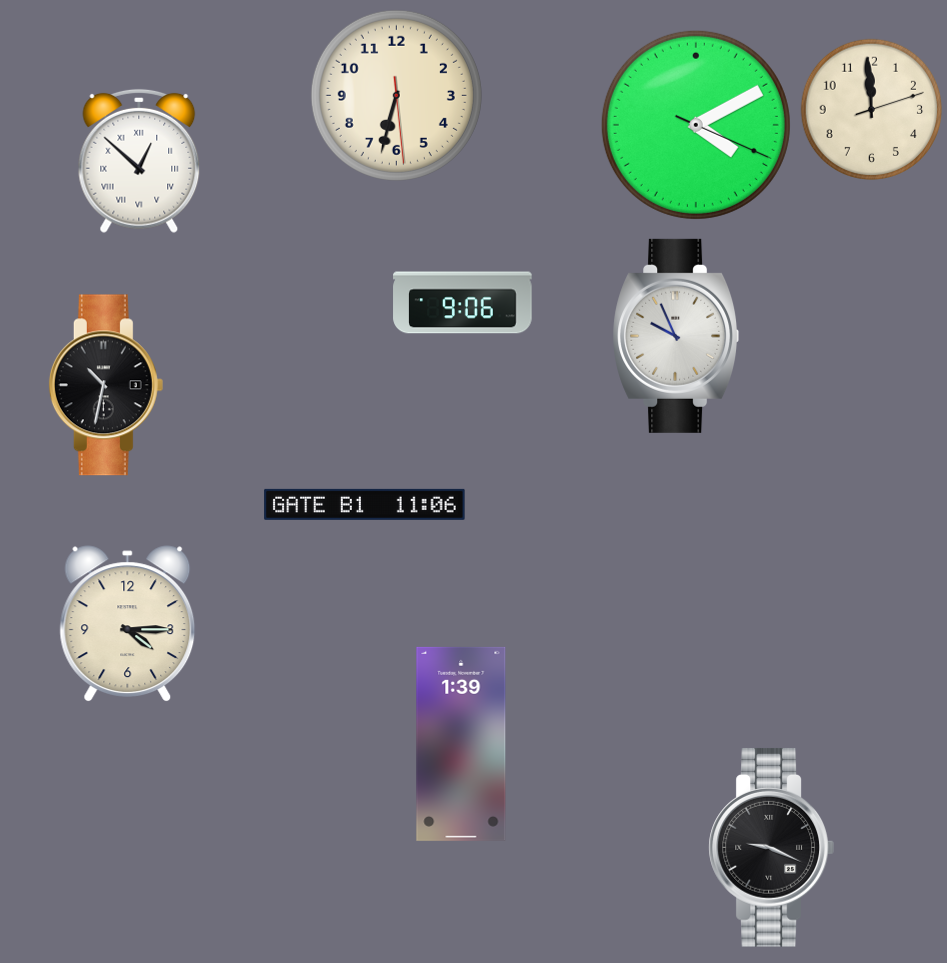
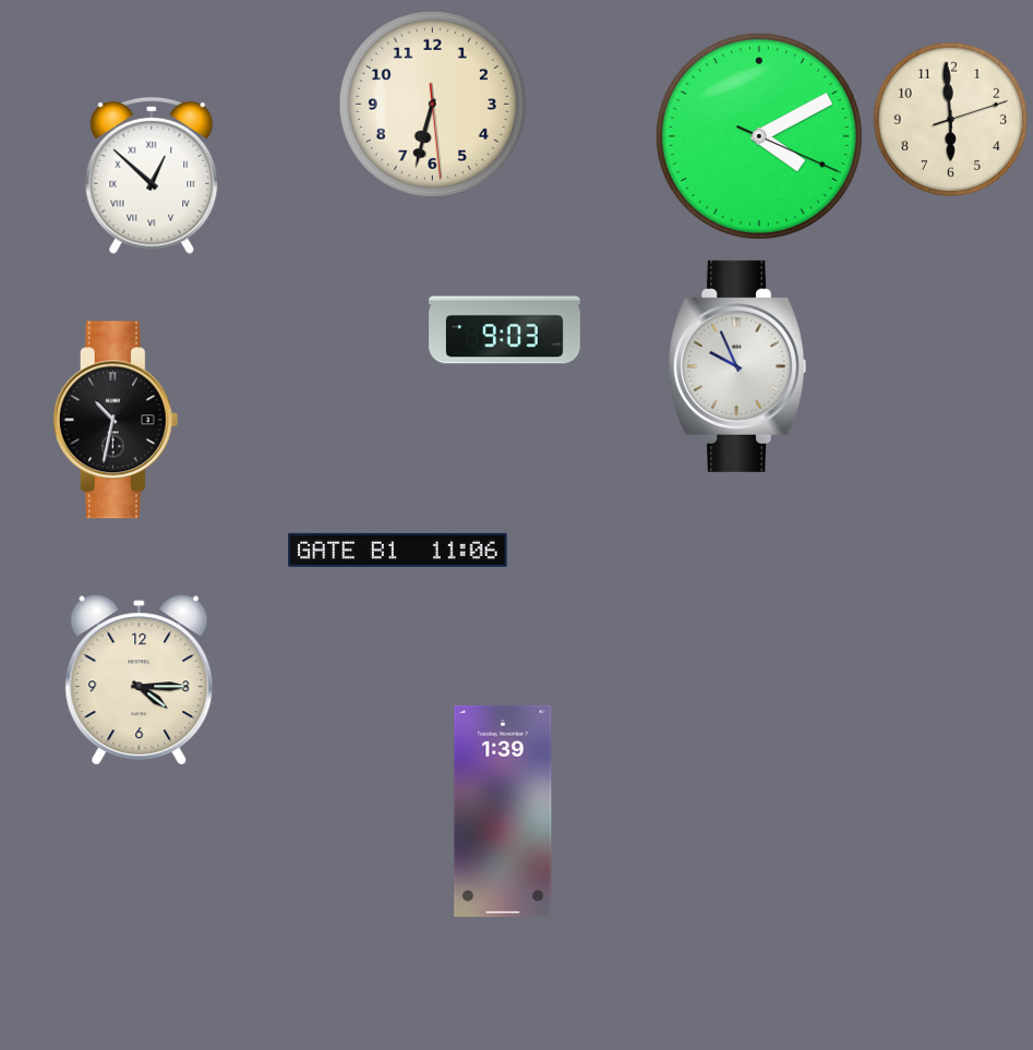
clock at (871, 109): 11:59 -> 5:59
clock at (463, 303): 9:06 -> 9:03
clock at (771, 847): 9:19 -> none
